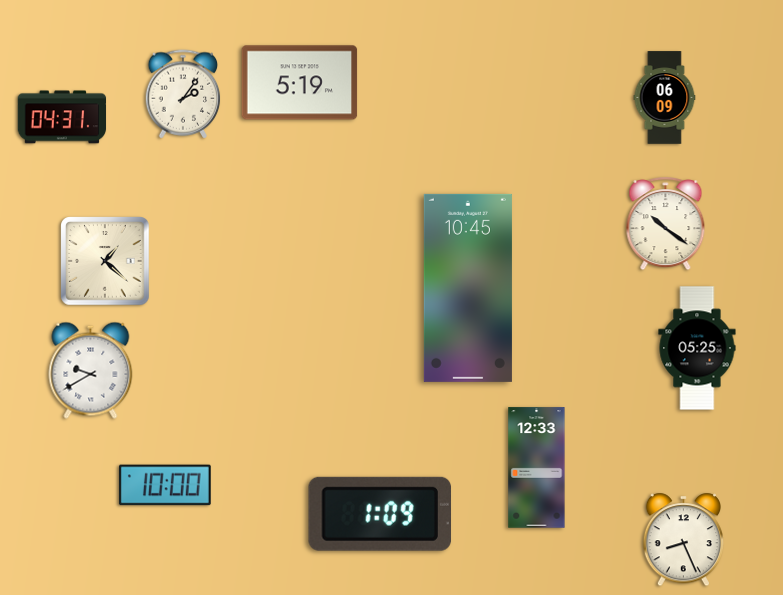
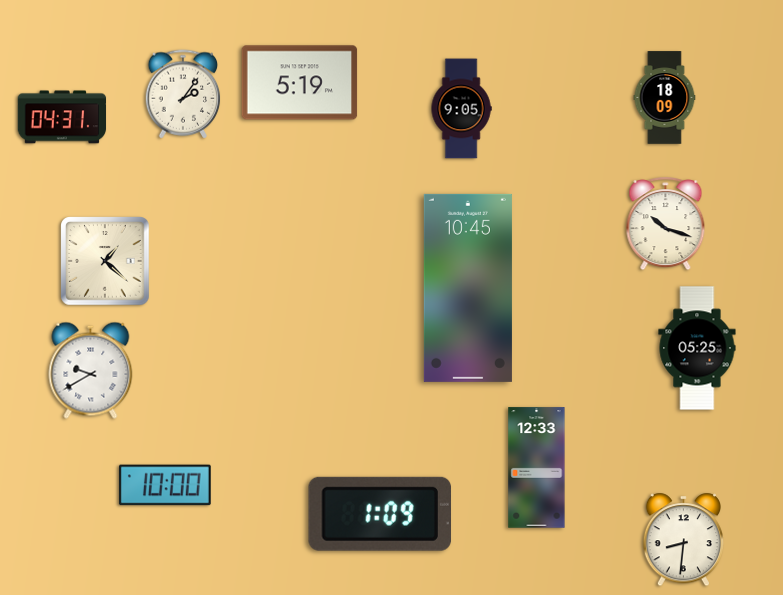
clock at (665, 98): 06:09 -> 18:09
clock at (461, 109): none -> 9:05
clock at (666, 224): 10:21 -> 10:18
clock at (683, 540): 8:26 -> 8:31
